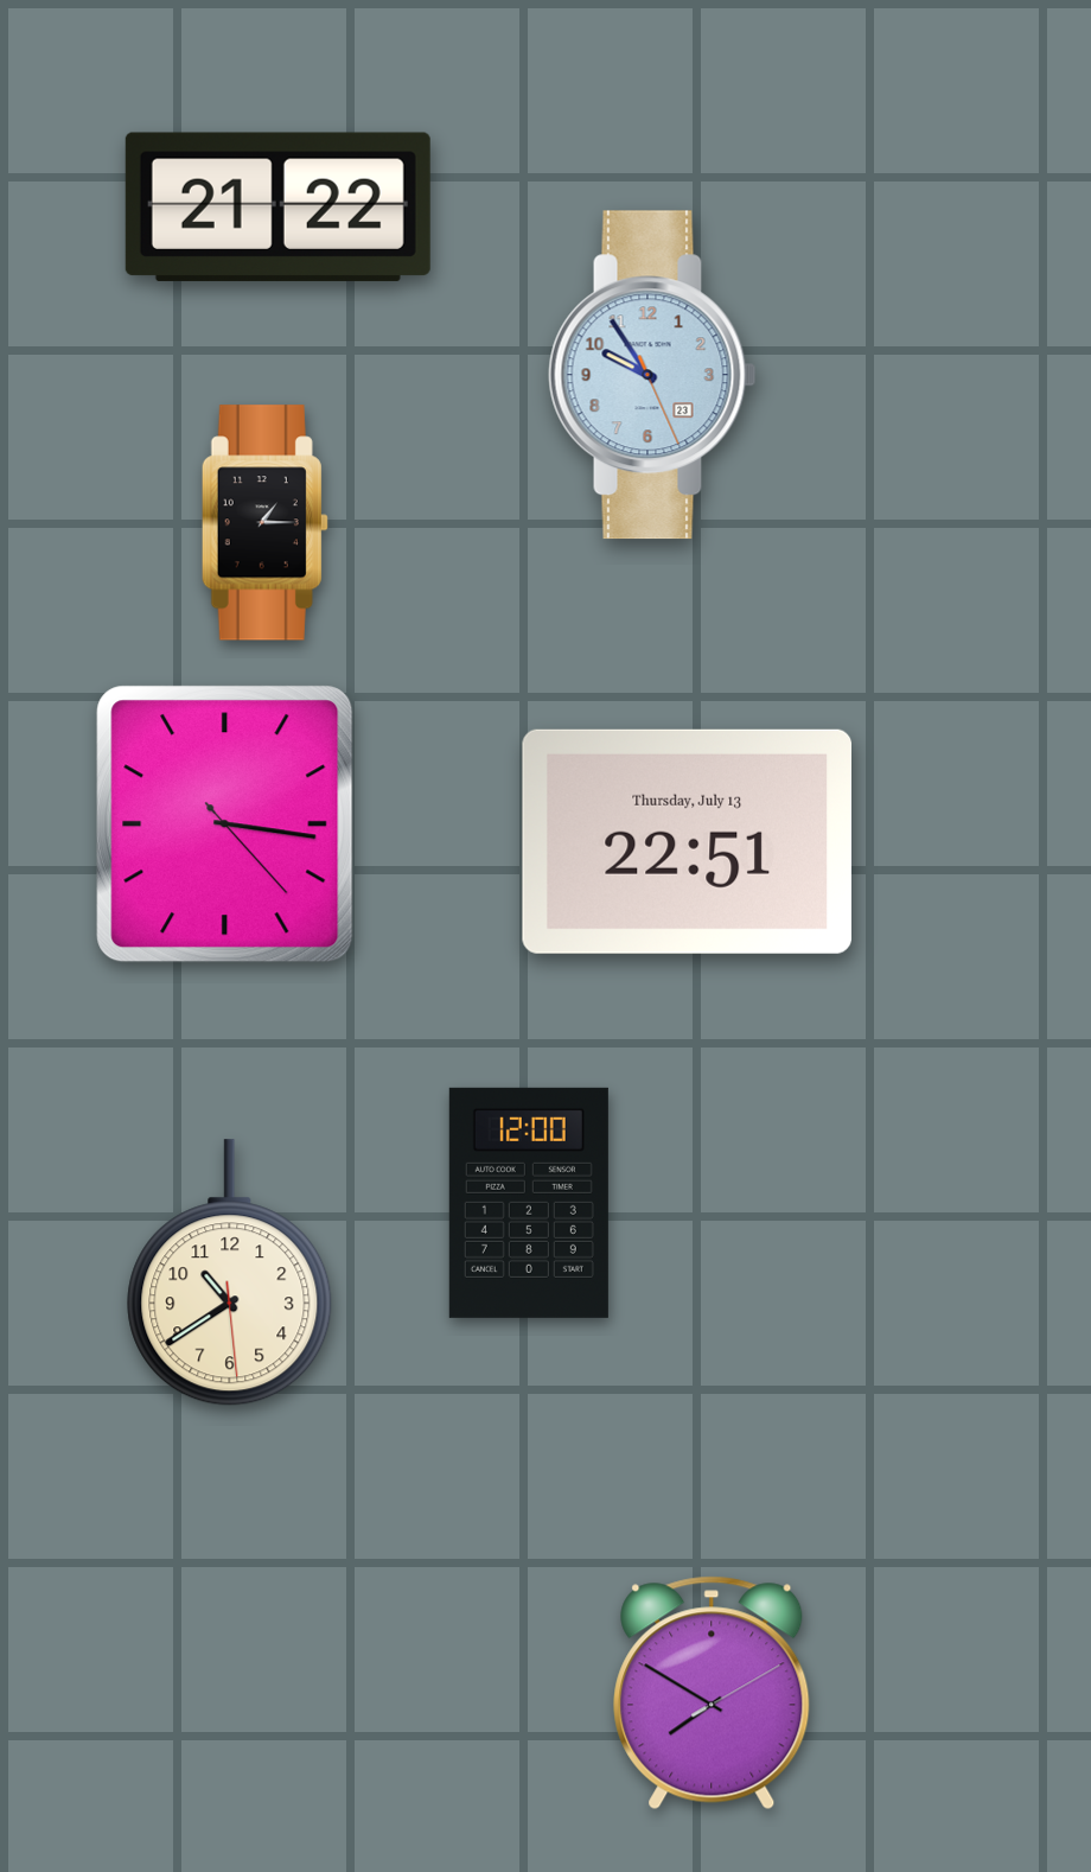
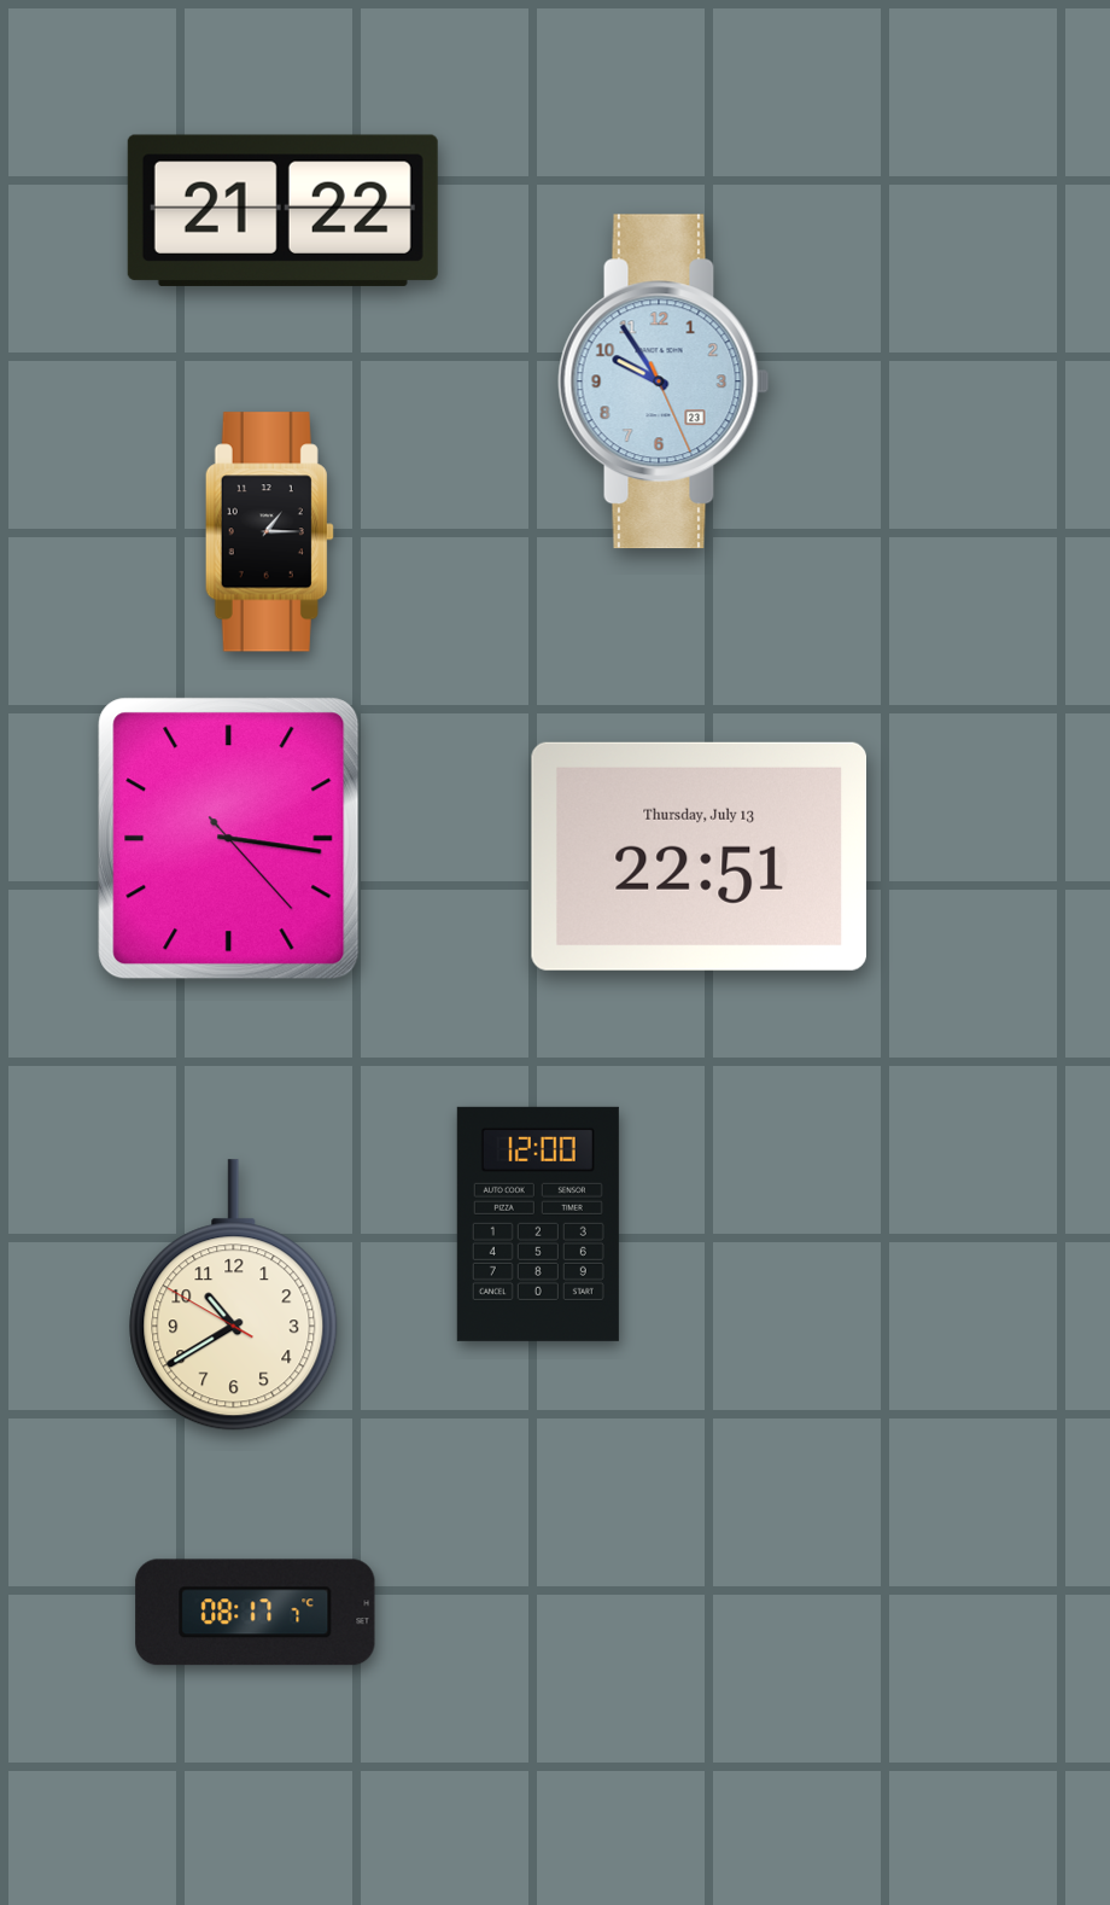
clock at (230, 1273): 10:39:29 -> 10:39:50
clock at (256, 1613): none -> 08:17
clock at (712, 1693): 7:50 -> none
